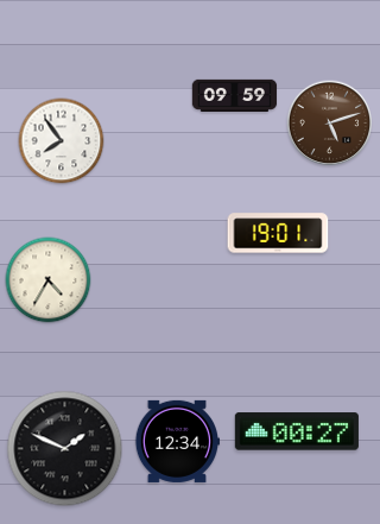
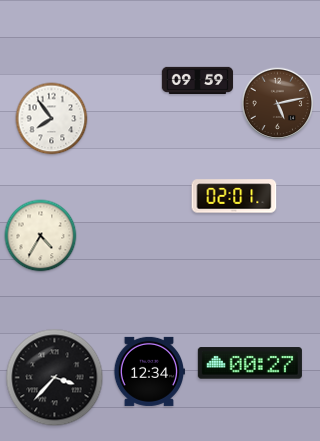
clock at (330, 124): 5:12 -> 5:13
clock at (278, 233): 19:01 -> 02:01
clock at (65, 449): 1:49 -> 3:37
